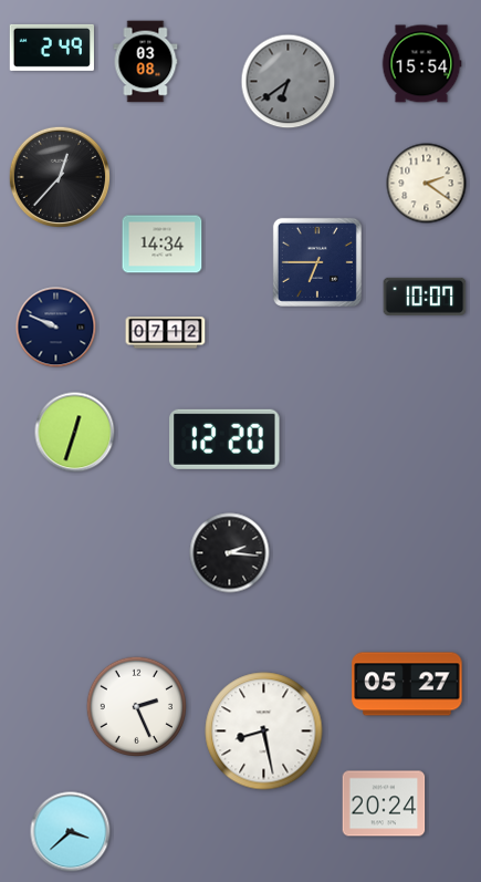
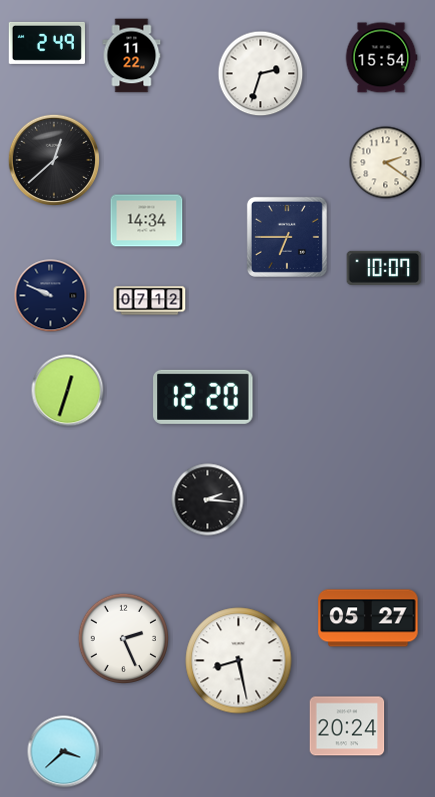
clock at (146, 62): 03:08 -> 11:22
clock at (289, 82): 6:39 -> 2:33
clock at (289, 82) dial: grey -> white
clock at (59, 176): 12:37 -> 12:38
clock at (427, 184) position: (427, 184) -> (386, 163)
